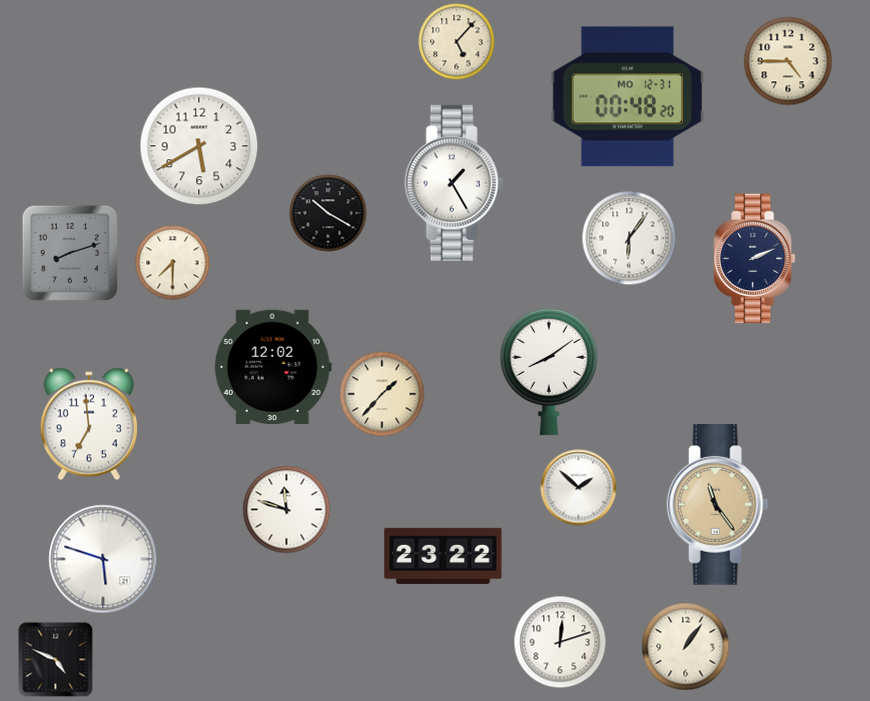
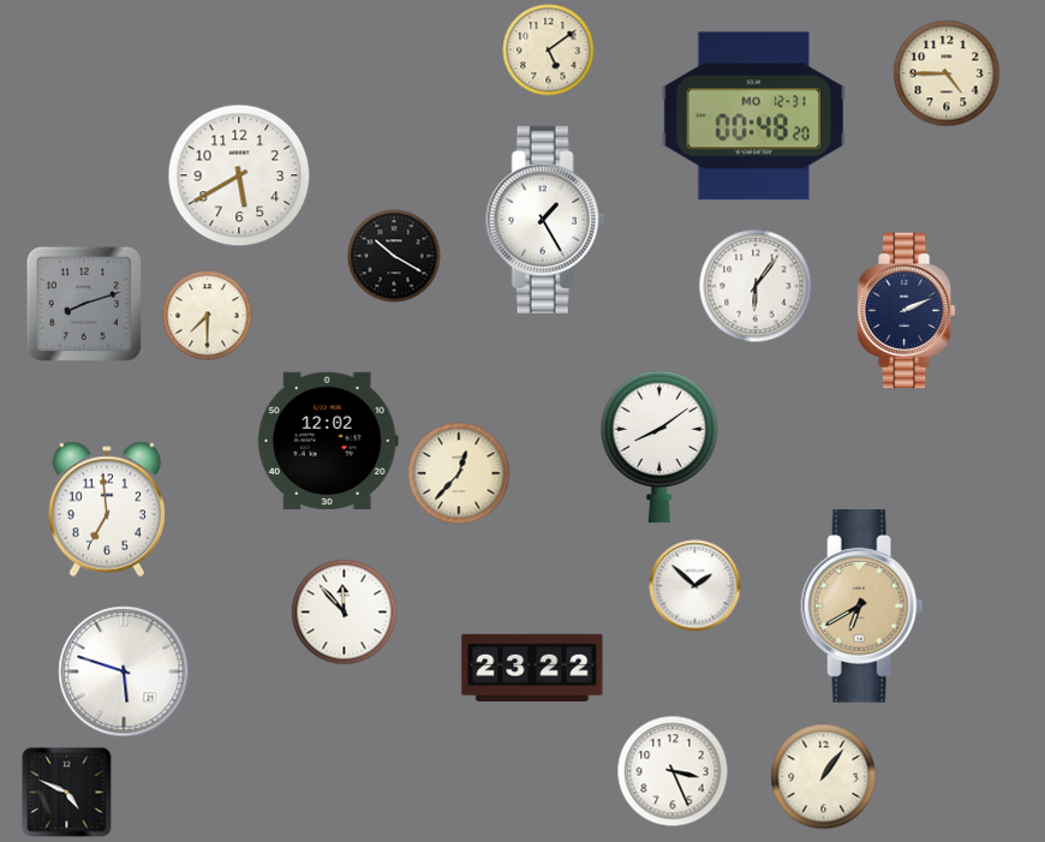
clock at (457, 42): 5:07 -> 5:09
clock at (382, 394): 1:37 -> 12:37
clock at (718, 505): 11:24 -> 6:40
clock at (287, 510): 11:48 -> 11:53
clock at (560, 642): 12:12 -> 3:26
